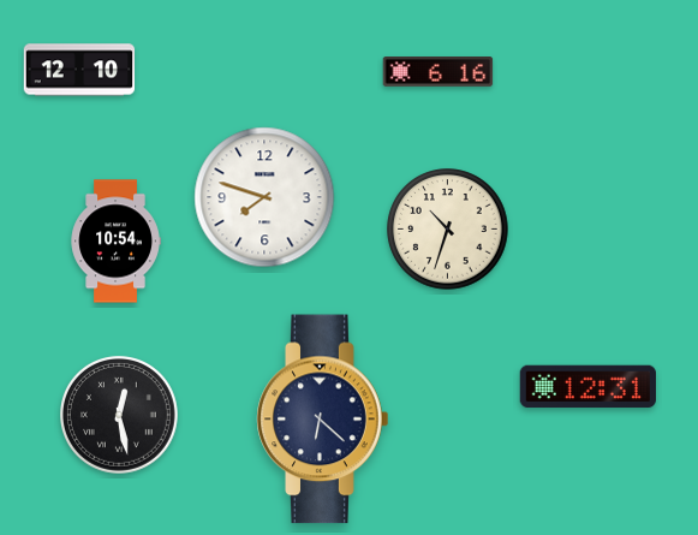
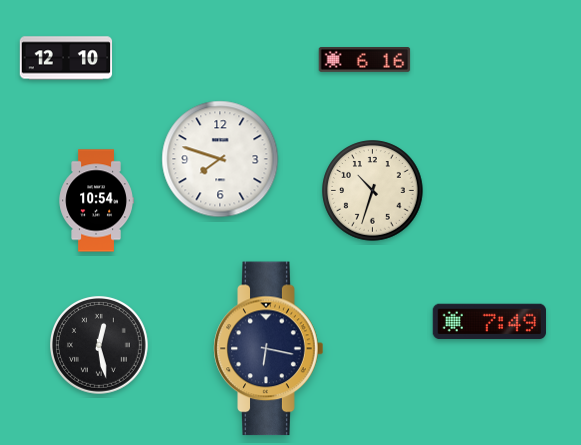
clock at (264, 197) position: (264, 197) -> (220, 159)
clock at (587, 387): 12:31 -> 7:49
clock at (323, 420): 6:22 -> 6:17
